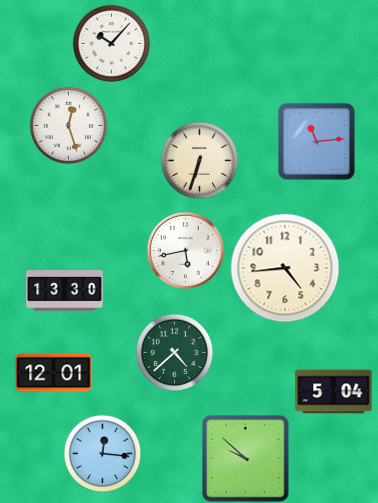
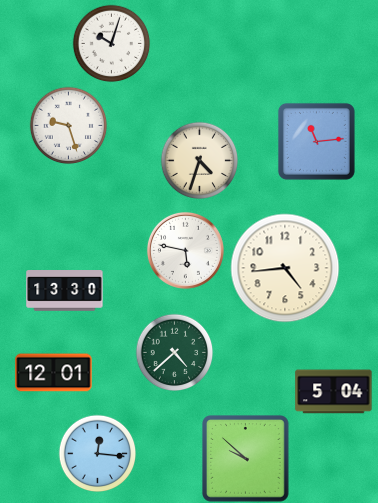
clock at (111, 43): 10:07 -> 10:03
clock at (68, 125): 12:27 -> 9:27
clock at (199, 160): 6:33 -> 4:33
clock at (185, 250): 5:43 -> 5:47
clock at (102, 453) position: (102, 453) -> (97, 453)
